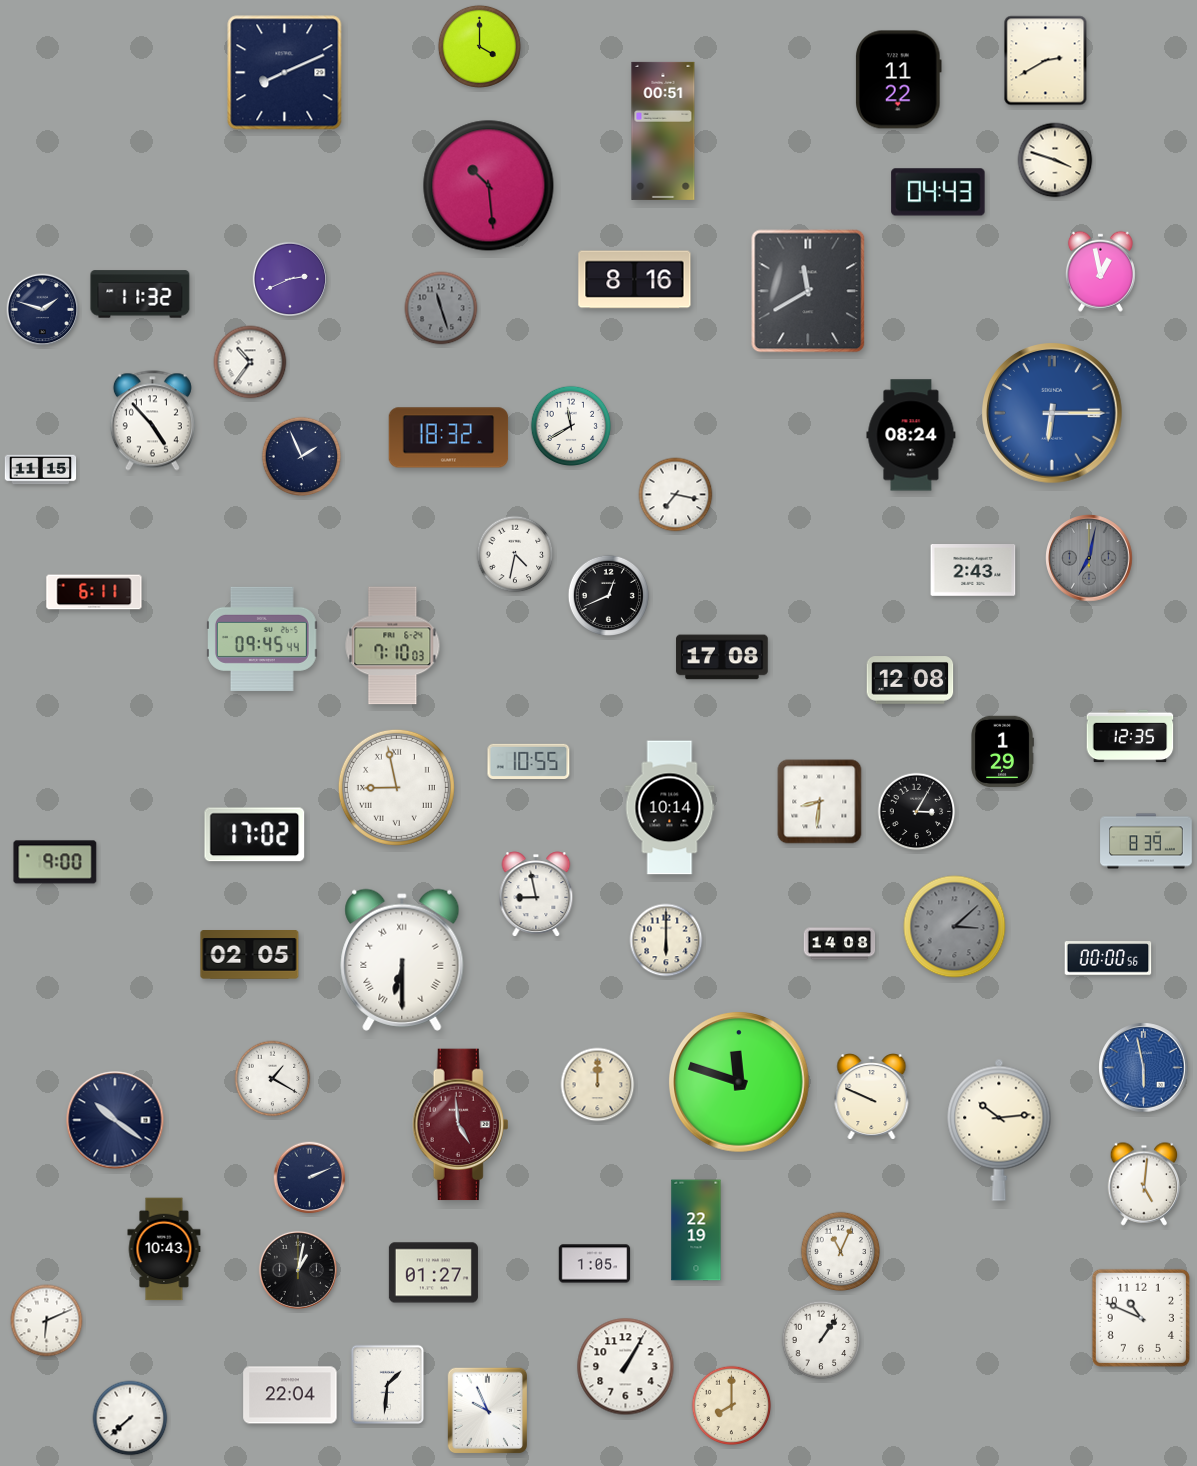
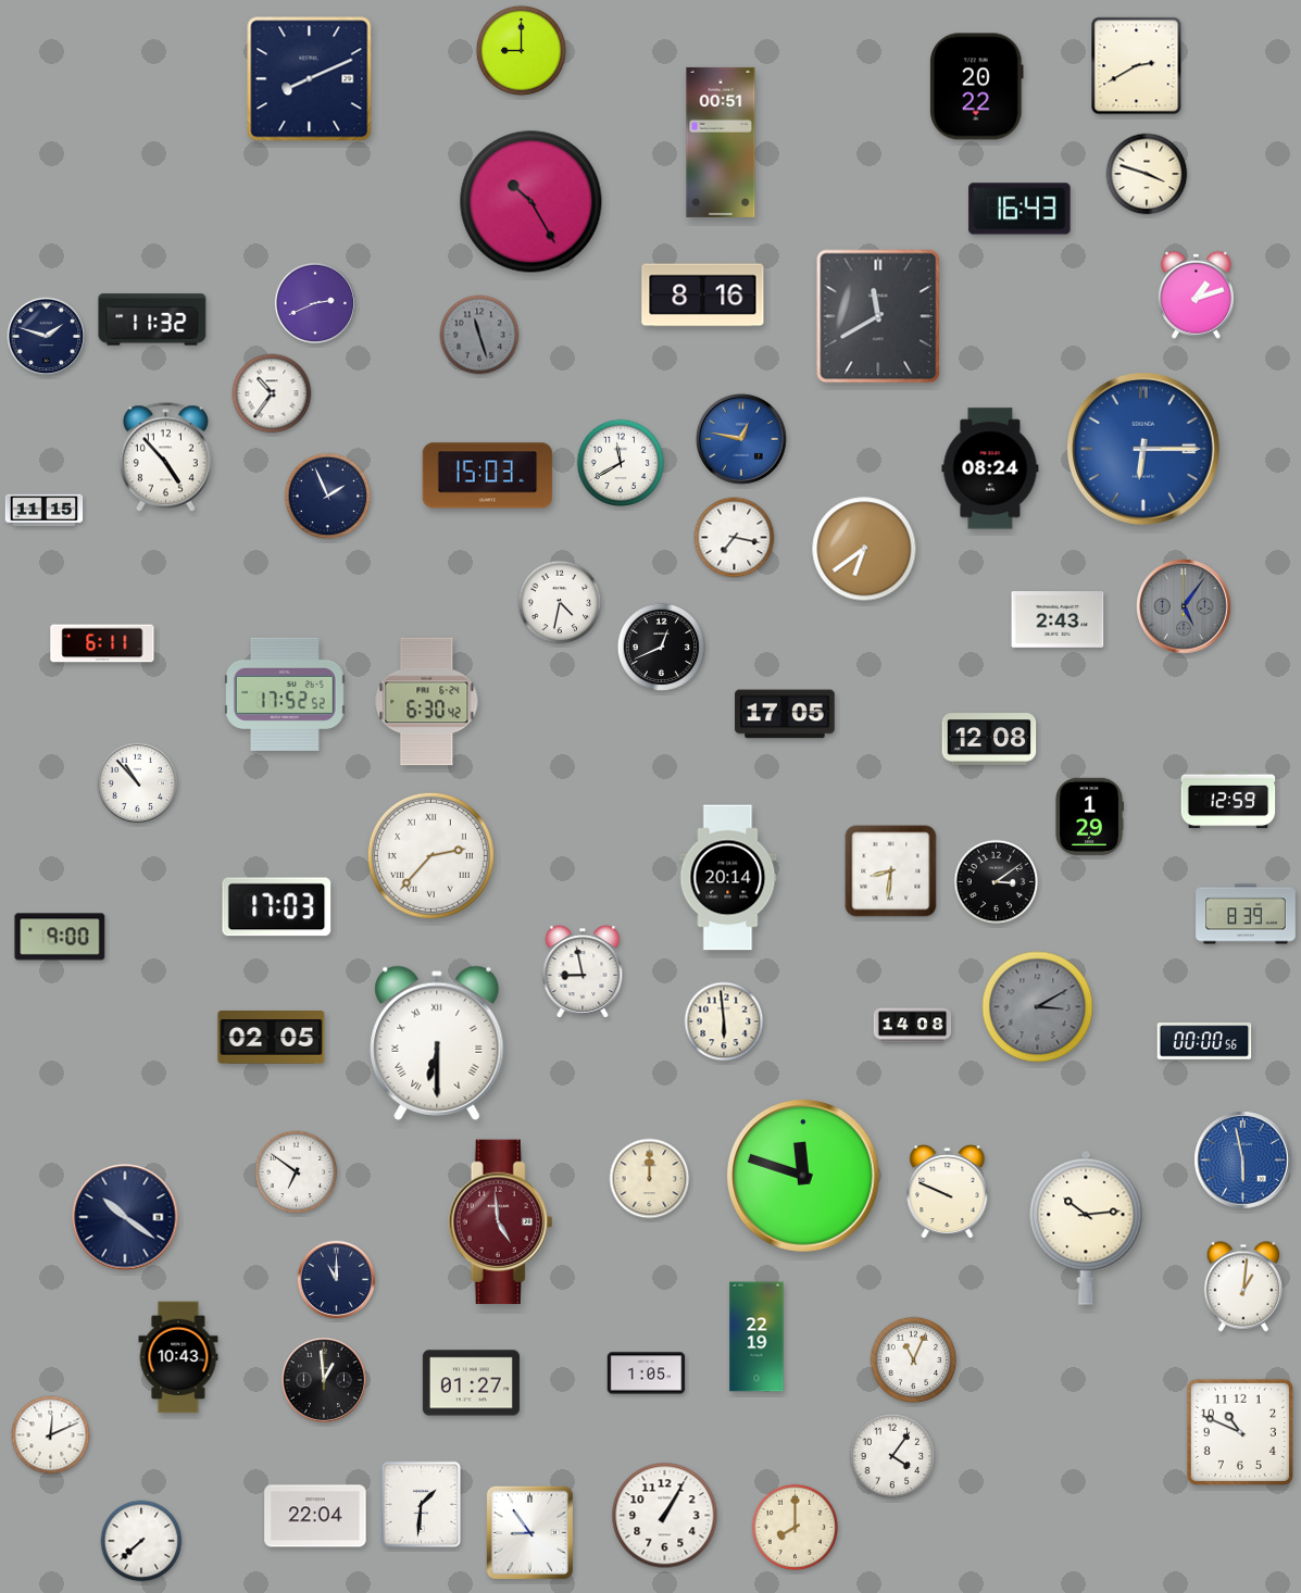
clock at (479, 46): 4:00 -> 9:00
clock at (899, 80): 11:22 -> 20:22
clock at (489, 186): 10:29 -> 10:25
clock at (938, 192): 04:43 -> 16:43
clock at (1100, 271): 12:58 -> 1:12
clock at (635, 280) position: (635, 280) -> (703, 296)
clock at (741, 439): none -> 12:47
clock at (911, 435) position: (911, 435) -> (990, 468)
clock at (449, 438): 18:32 -> 15:03
clock at (864, 549): none -> 6:39
clock at (1089, 558): 7:02 -> 5:06
clock at (263, 639): 09:45 -> 17:52
clock at (393, 646): 7:10 -> 6:30
clock at (722, 657): 17:08 -> 17:05
clock at (138, 783): none -> 10:53
clock at (1130, 736): 12:35 -> 12:59
clock at (529, 761): 10:55 -> none
clock at (396, 787): 8:58 -> 2:37
clock at (670, 808): 10:14 -> 20:14
clock at (917, 812): 3:05 -> 3:09
clock at (255, 835): 17:02 -> 17:03
clock at (955, 927): 3:08 -> 3:10
clock at (666, 940): 6:00 -> 5:59
clock at (273, 1079): 1:20 -> 6:51
clock at (310, 1178): 2:11 -> 11:00
clock at (1144, 1184): 5:01 -> 1:01
clock at (298, 1270): 1:02 -> 12:59
clock at (47, 1321): 6:11 -> 12:11
clock at (821, 1340): 1:06 -> 4:06
clock at (626, 1367) position: (626, 1367) -> (665, 1516)
clock at (487, 1411): 9:56 -> 8:54
